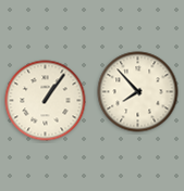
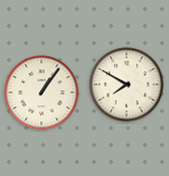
clock at (138, 92): 7:53 -> 7:50
